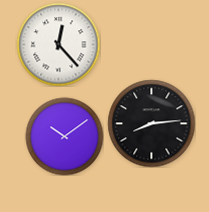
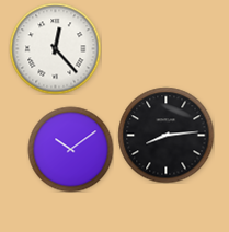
clock at (58, 44) position: (58, 44) -> (55, 48)
